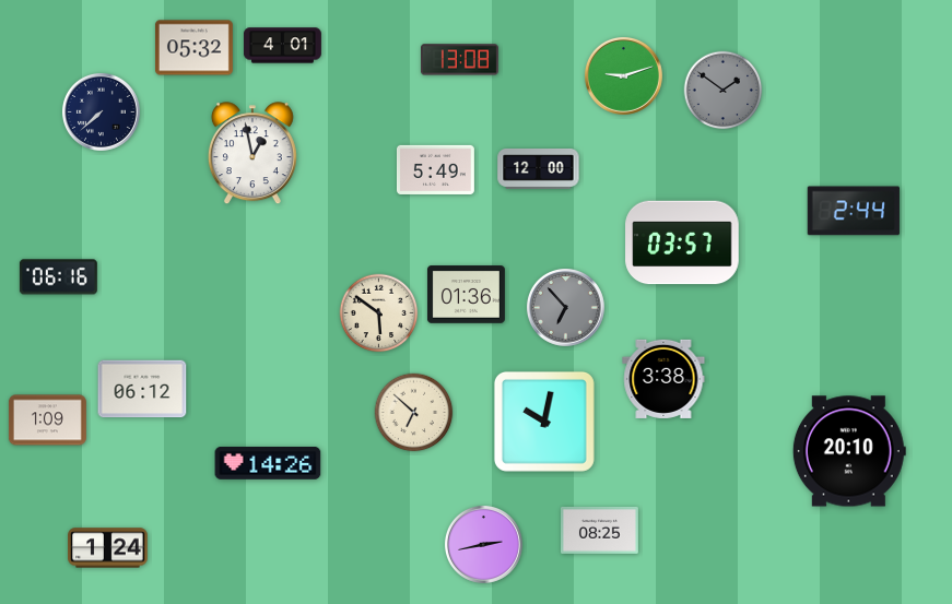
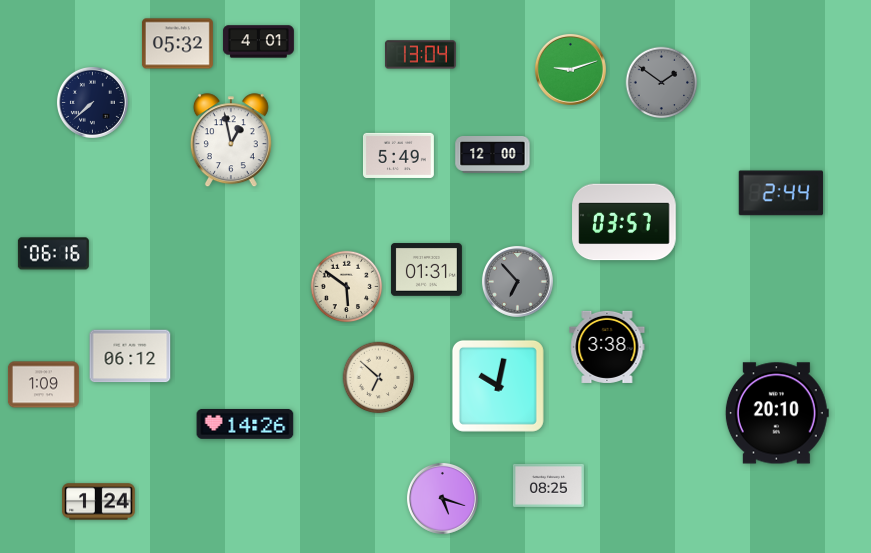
clock at (459, 60): 13:08 -> 13:04
clock at (466, 295): 01:36 -> 01:31
clock at (483, 544): 2:43 -> 5:18
